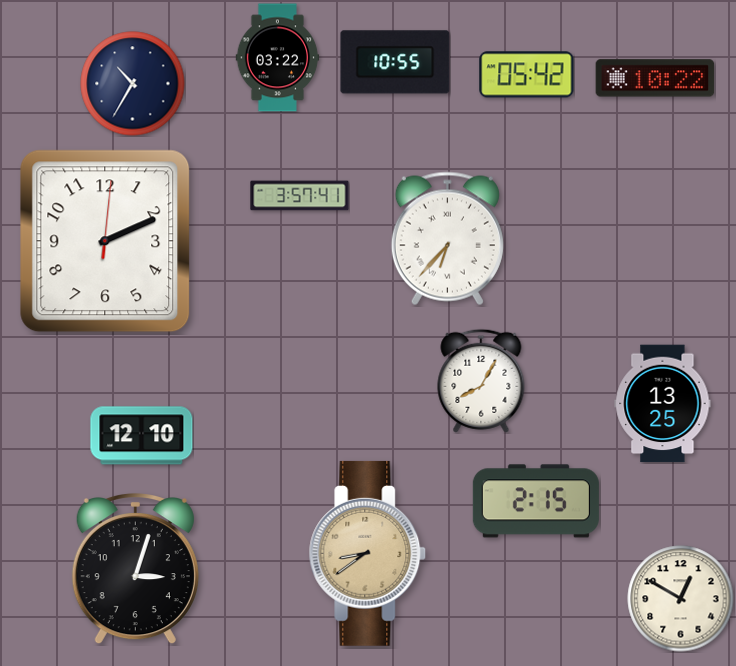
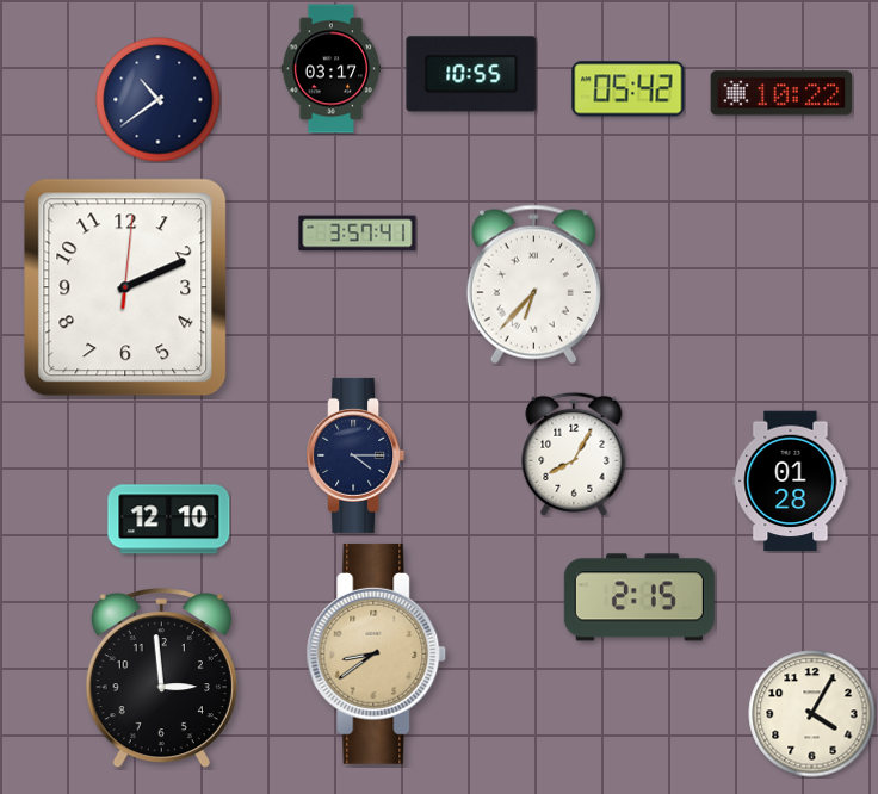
clock at (278, 58): 03:22 -> 03:17
clock at (133, 84): 10:35 -> 10:39
clock at (355, 455): none -> 4:15
clock at (663, 404): 13:25 -> 01:28
clock at (368, 553) position: (368, 553) -> (377, 653)
clock at (135, 570): 3:03 -> 2:59
clock at (681, 599): 12:50 -> 4:05
